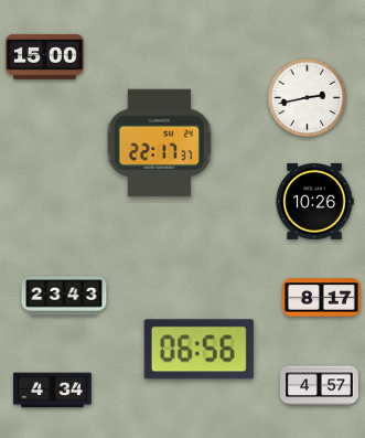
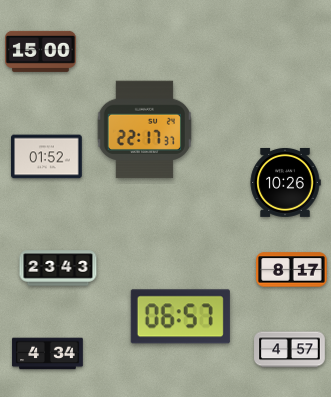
clock at (308, 98): 2:43 -> none
clock at (47, 157): none -> 01:52
clock at (198, 350): 06:56 -> 06:57
